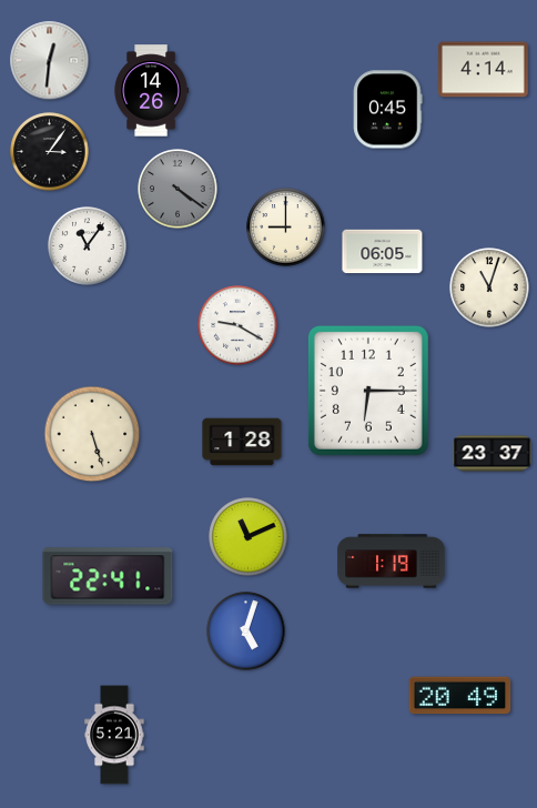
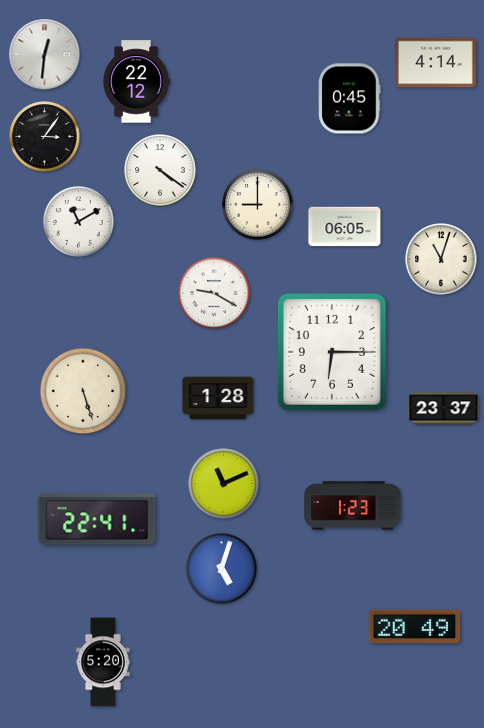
clock at (151, 91): 14:26 -> 22:12
clock at (178, 189) dial: grey -> white
clock at (88, 246): 11:06 -> 11:10
clock at (392, 562): 1:19 -> 1:23
clock at (114, 735): 5:21 -> 5:20
